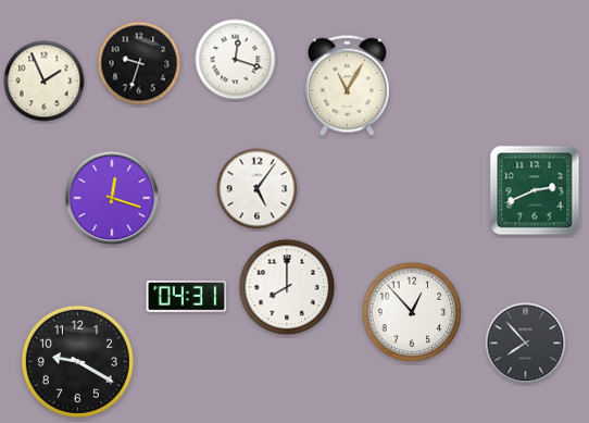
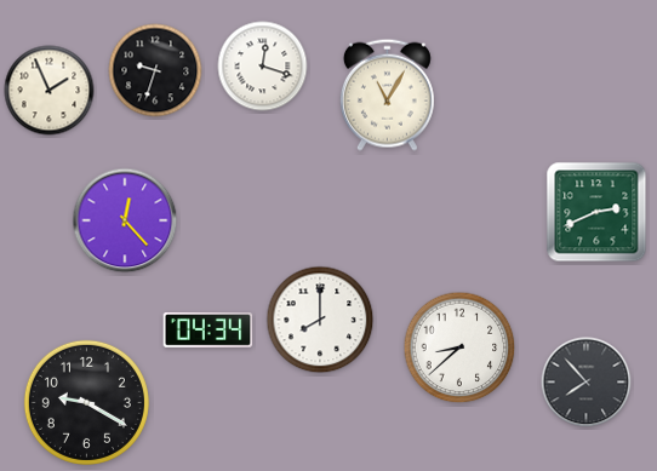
clock at (258, 189): 5:06 -> none
clock at (112, 198): 12:18 -> 12:23
clock at (187, 297): 04:31 -> 04:34
clock at (412, 312): 12:53 -> 8:38
